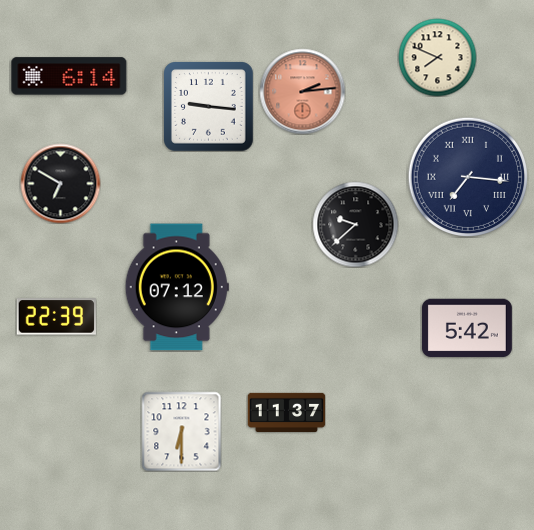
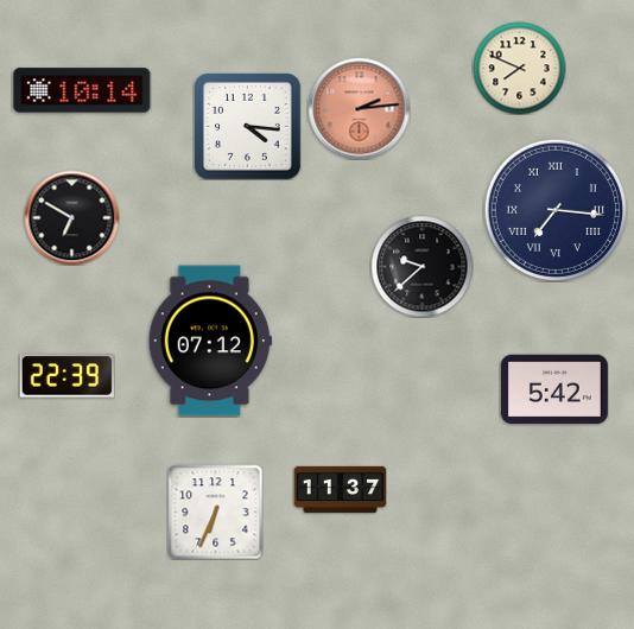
clock at (69, 76): 6:14 -> 10:14
clock at (209, 107): 9:16 -> 4:16
clock at (181, 431): 6:30 -> 6:34
